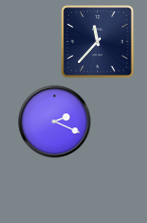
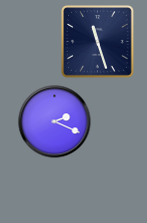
clock at (98, 42): 11:37 -> 11:27
